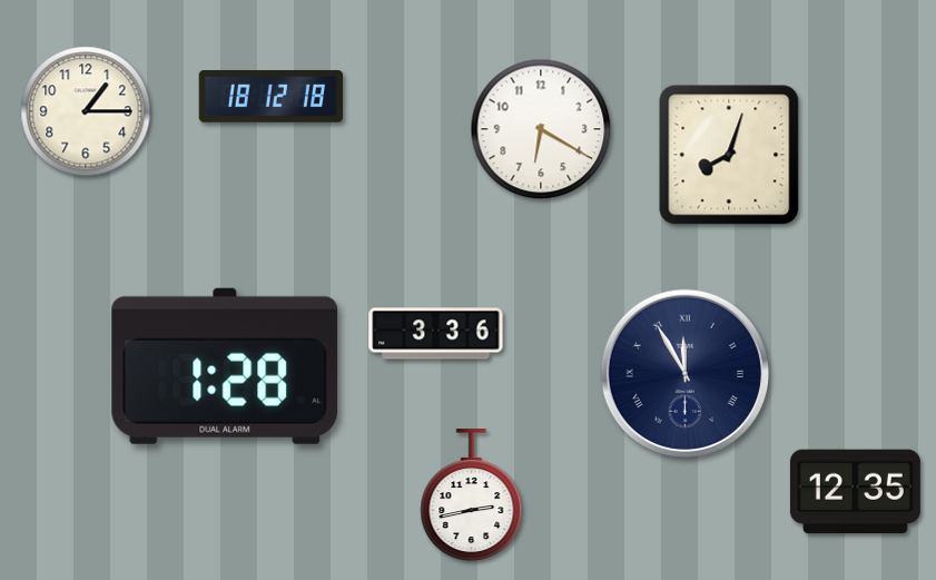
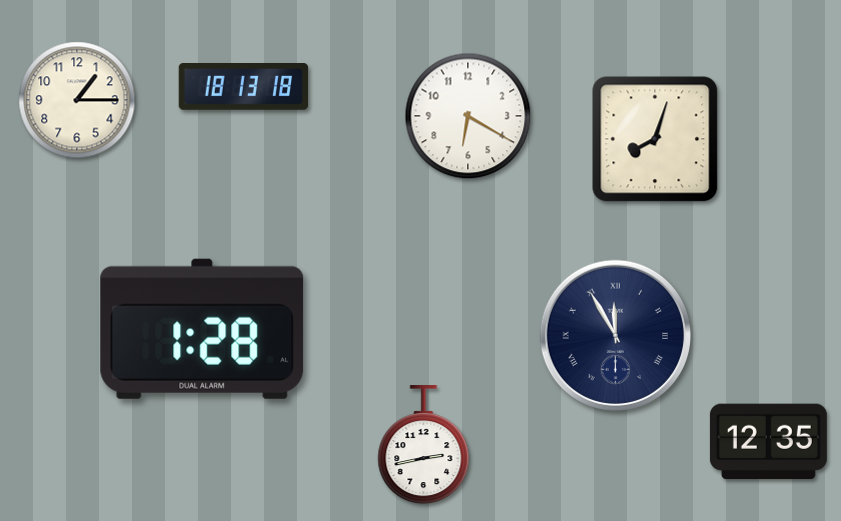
clock at (272, 97): 18:12 -> 18:13
clock at (541, 129) position: (541, 129) -> (468, 116)
clock at (436, 334): 3:36 -> none
